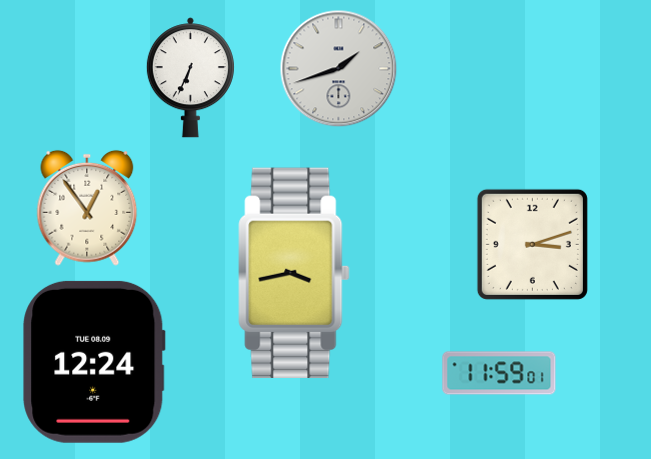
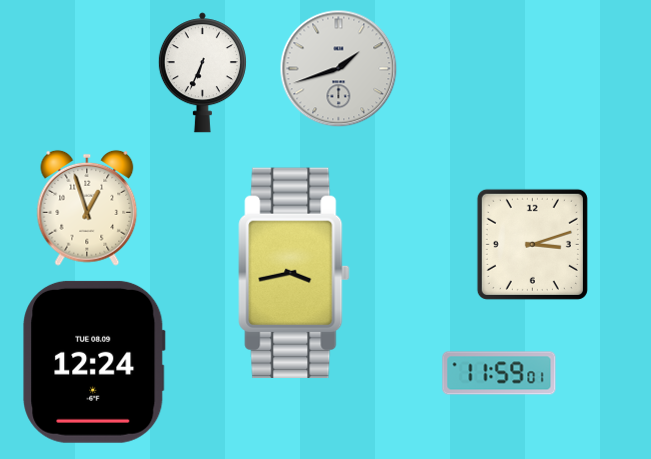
clock at (190, 78) position: (190, 78) -> (202, 73)
clock at (87, 208): 12:54 -> 12:57
